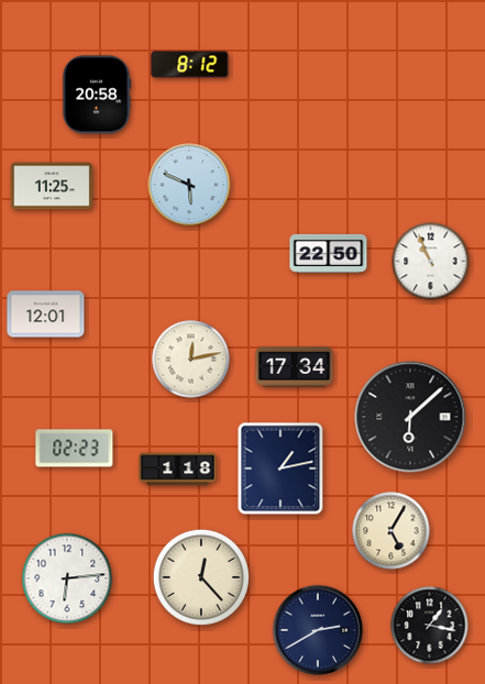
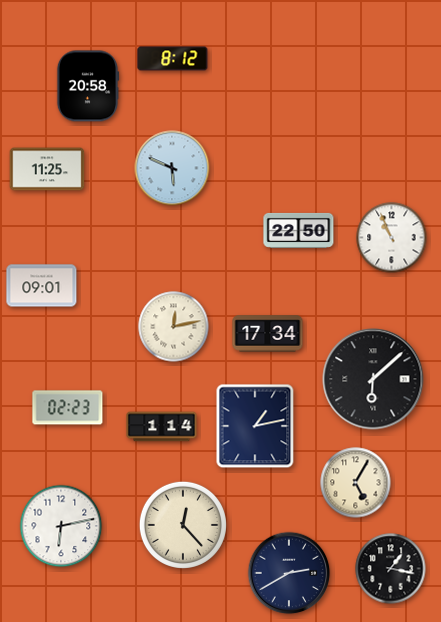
clock at (46, 315): 12:01 -> 09:01
clock at (178, 470): 1:18 -> 1:14
clock at (67, 578): 6:14 -> 6:13
